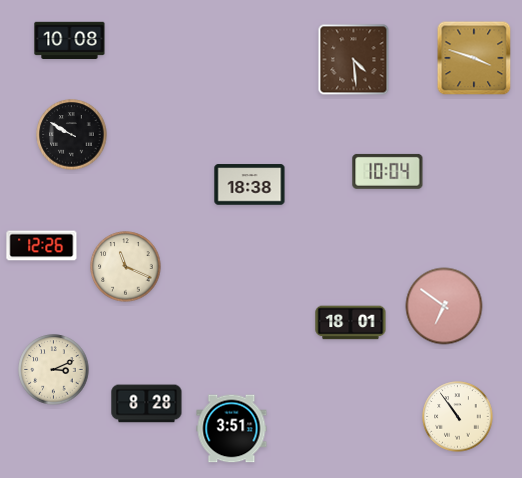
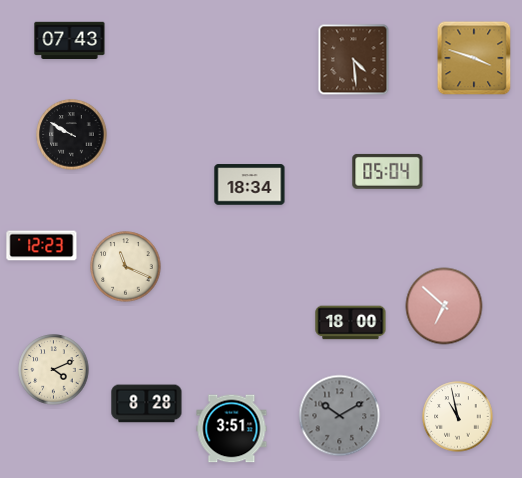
clock at (70, 40): 10:08 -> 07:43
clock at (388, 171): 10:04 -> 05:04
clock at (250, 185): 18:38 -> 18:34
clock at (42, 246): 12:26 -> 12:23
clock at (444, 306): 6:51 -> 6:52
clock at (351, 323): 18:01 -> 18:00
clock at (54, 370): 3:11 -> 4:11
clock at (340, 416): none -> 10:10
clock at (458, 417): 10:54 -> 10:58
